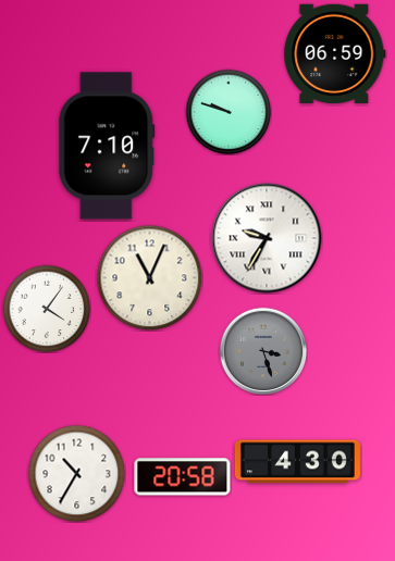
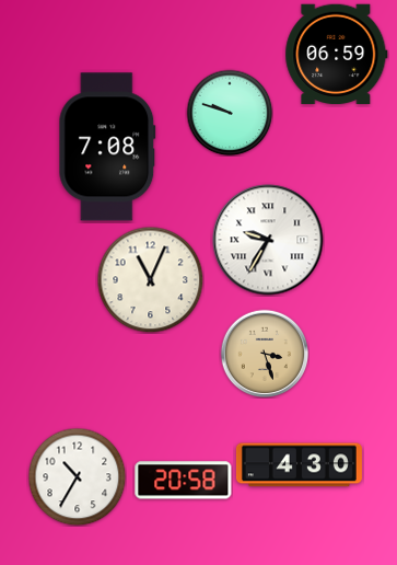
clock at (107, 146): 7:10 -> 7:08
clock at (47, 309): 4:06 -> none
clock at (263, 351) dial: grey -> champagne
